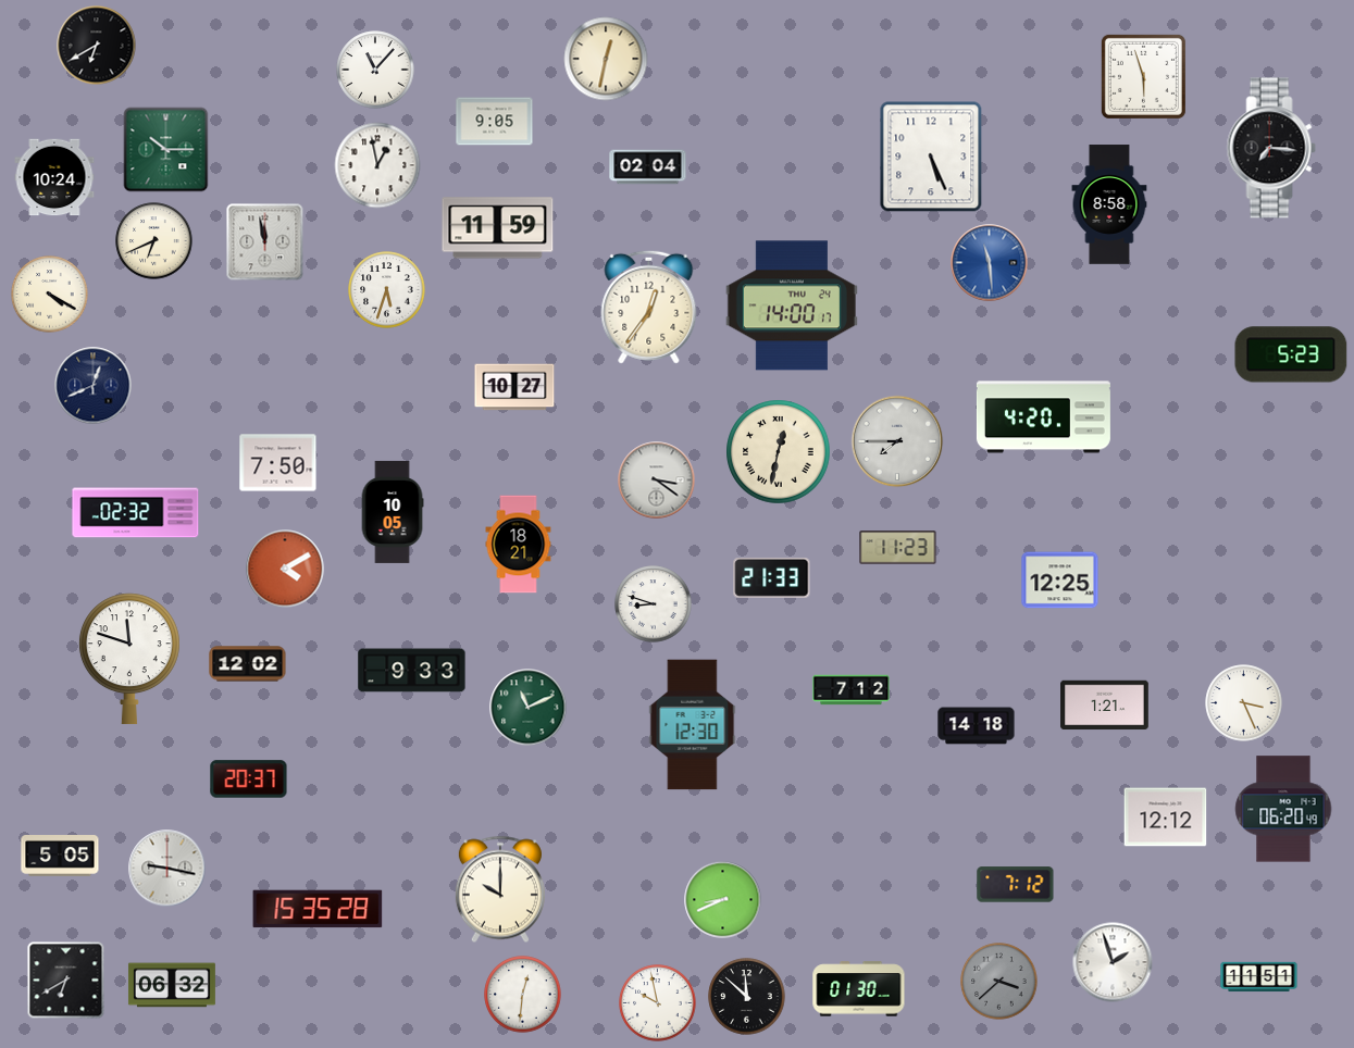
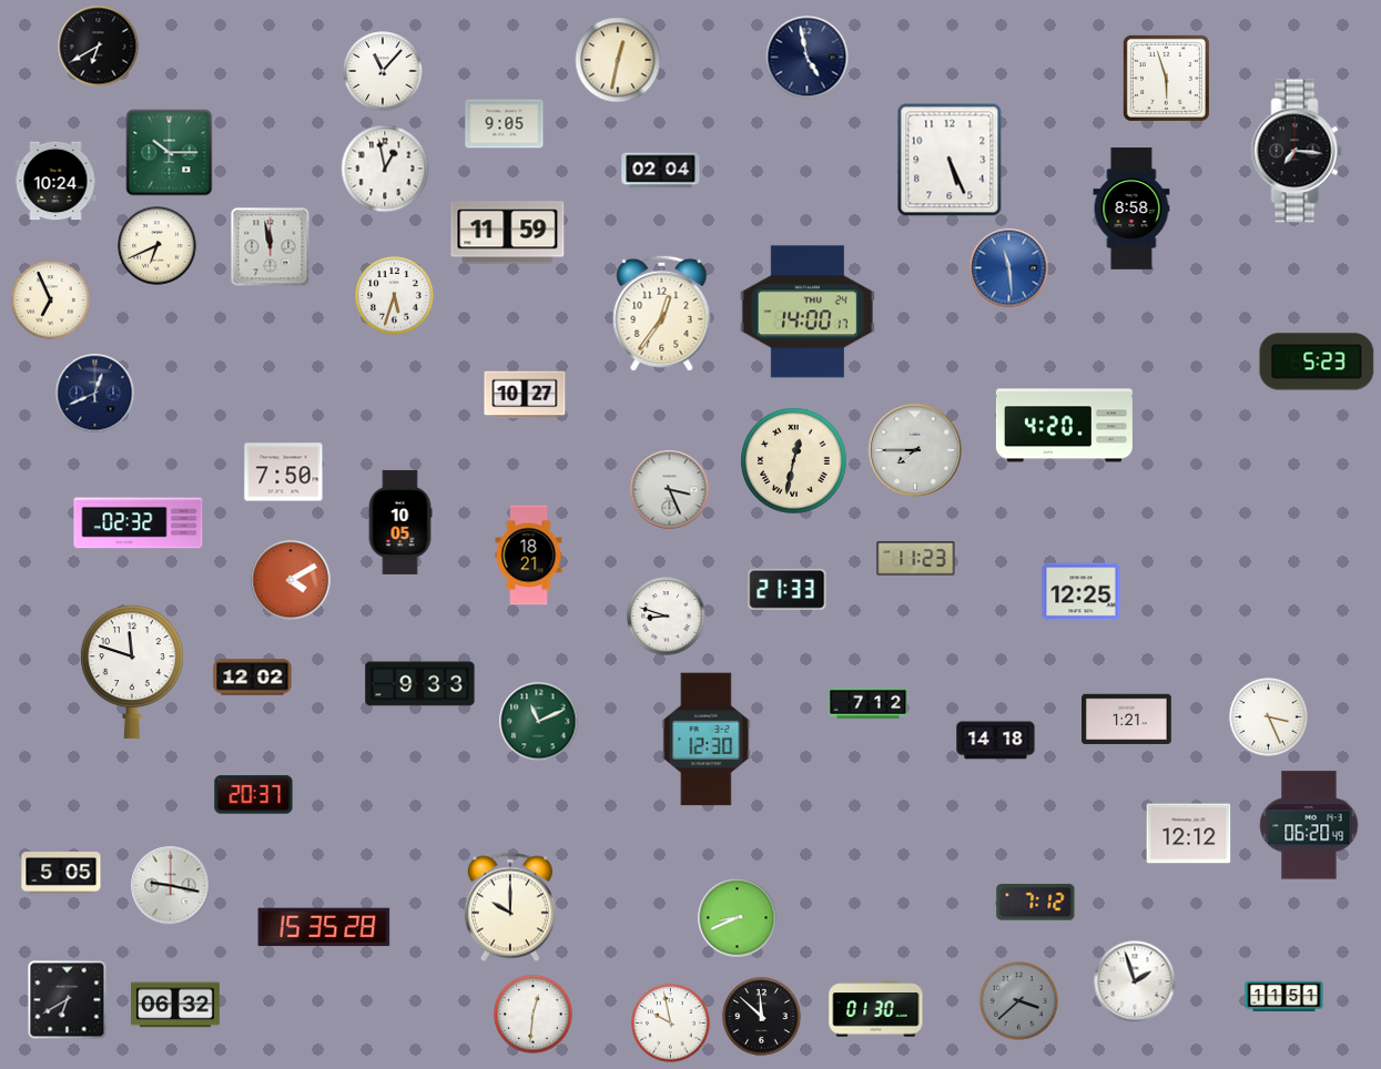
clock at (808, 58): none -> 4:58
clock at (50, 295): 4:20 -> 6:56
clock at (657, 481): 3:21 -> 3:26
